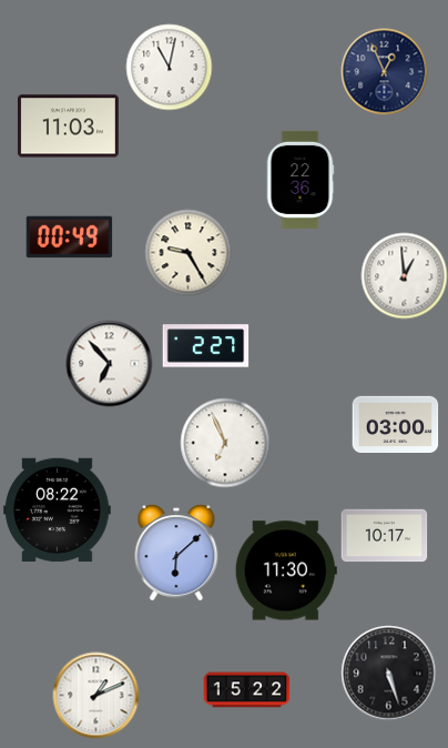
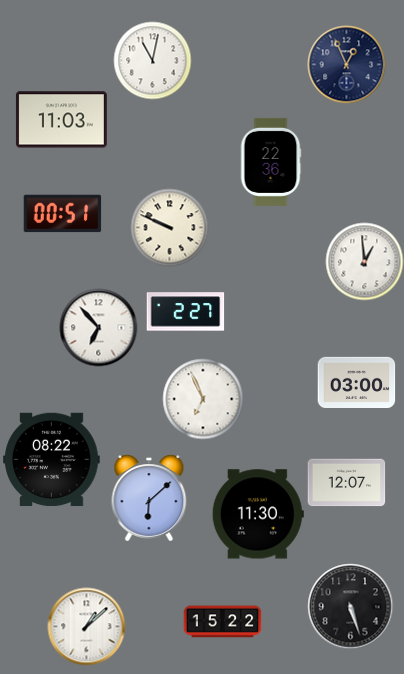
clock at (68, 127) position: (68, 127) -> (61, 120)
clock at (69, 237): 00:49 -> 00:51
clock at (187, 252): 9:25 -> 9:49
clock at (404, 275) position: (404, 275) -> (364, 261)
clock at (384, 536): 10:17 -> 12:07
clock at (176, 553) position: (176, 553) -> (149, 498)
clock at (95, 695): 1:11 -> 1:08
